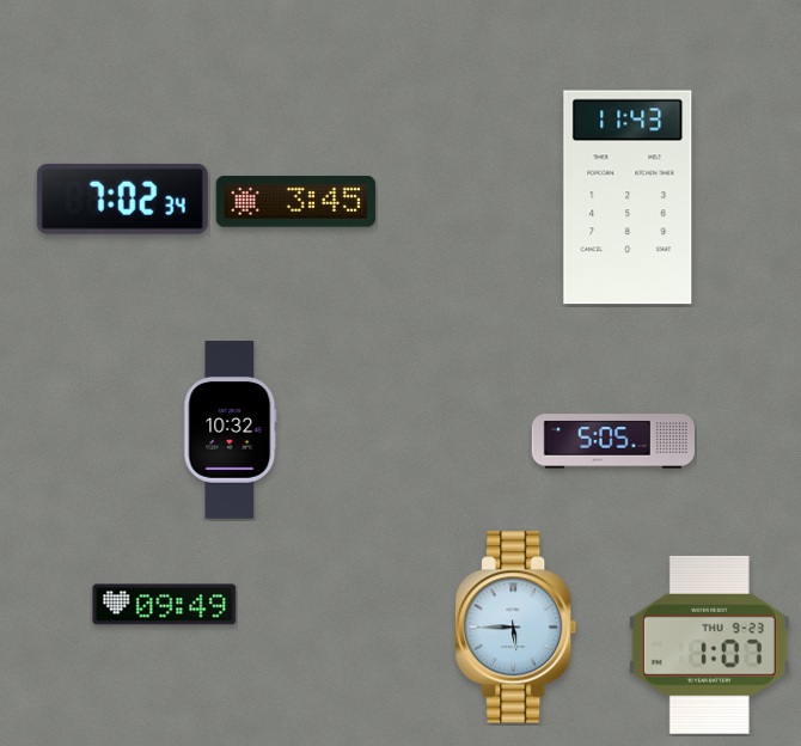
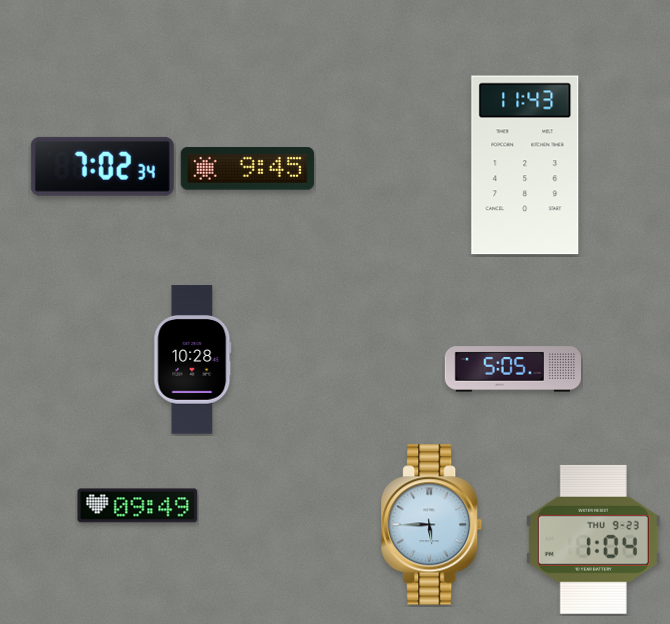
clock at (295, 202): 3:45 -> 9:45
clock at (231, 430): 10:32 -> 10:28
clock at (709, 644): 1:07 -> 1:04
